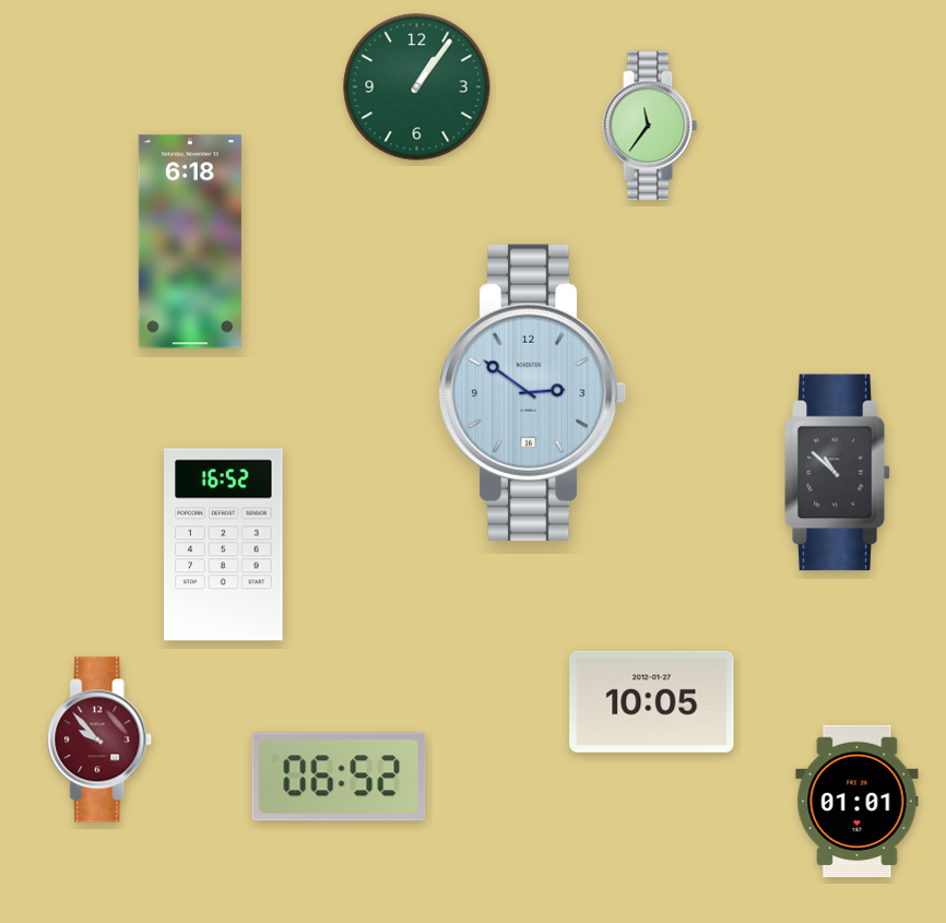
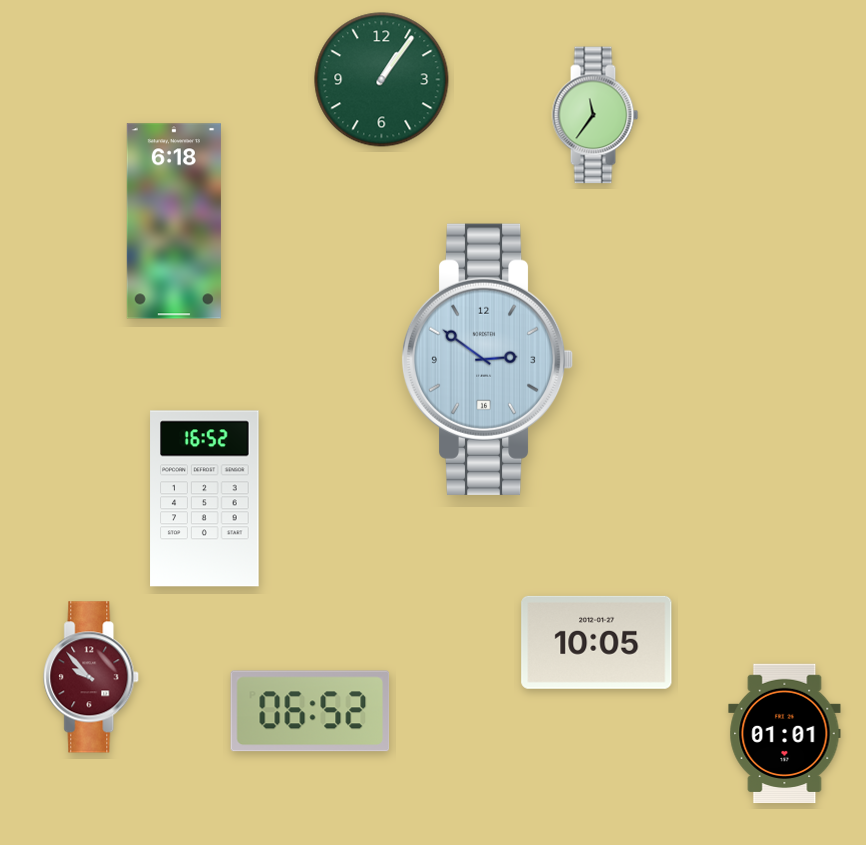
clock at (838, 473): 10:52 -> none
